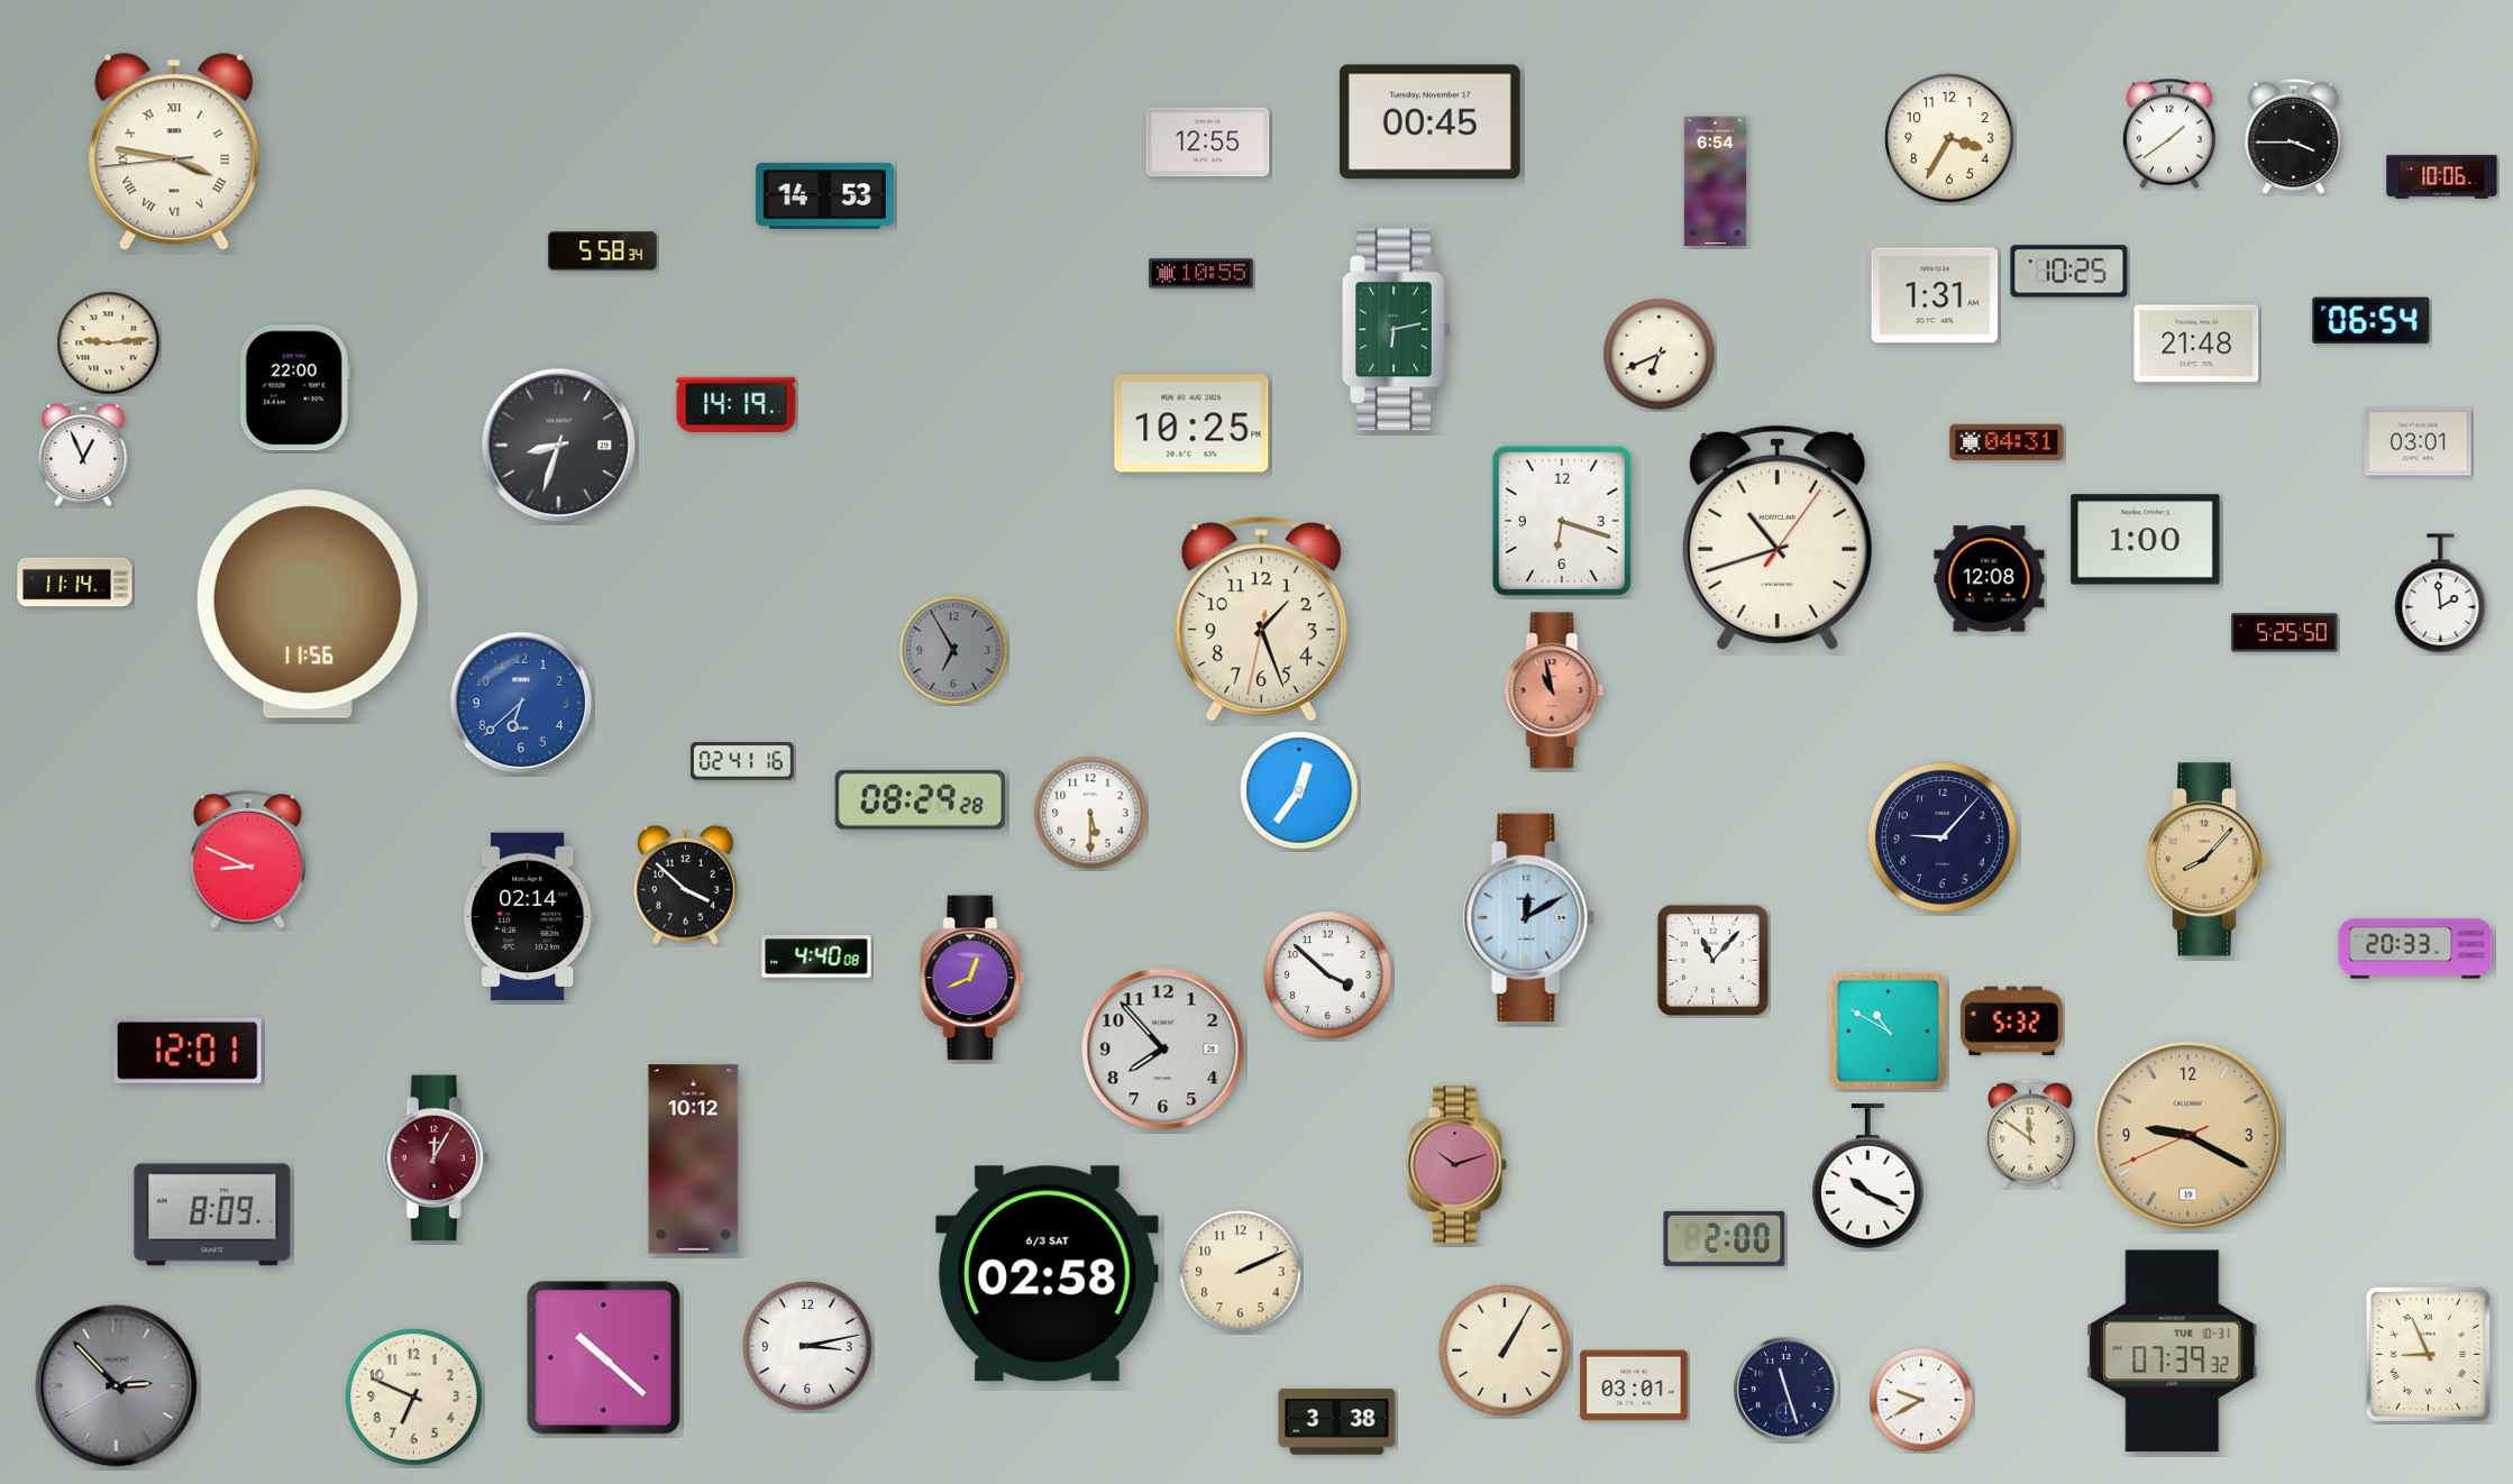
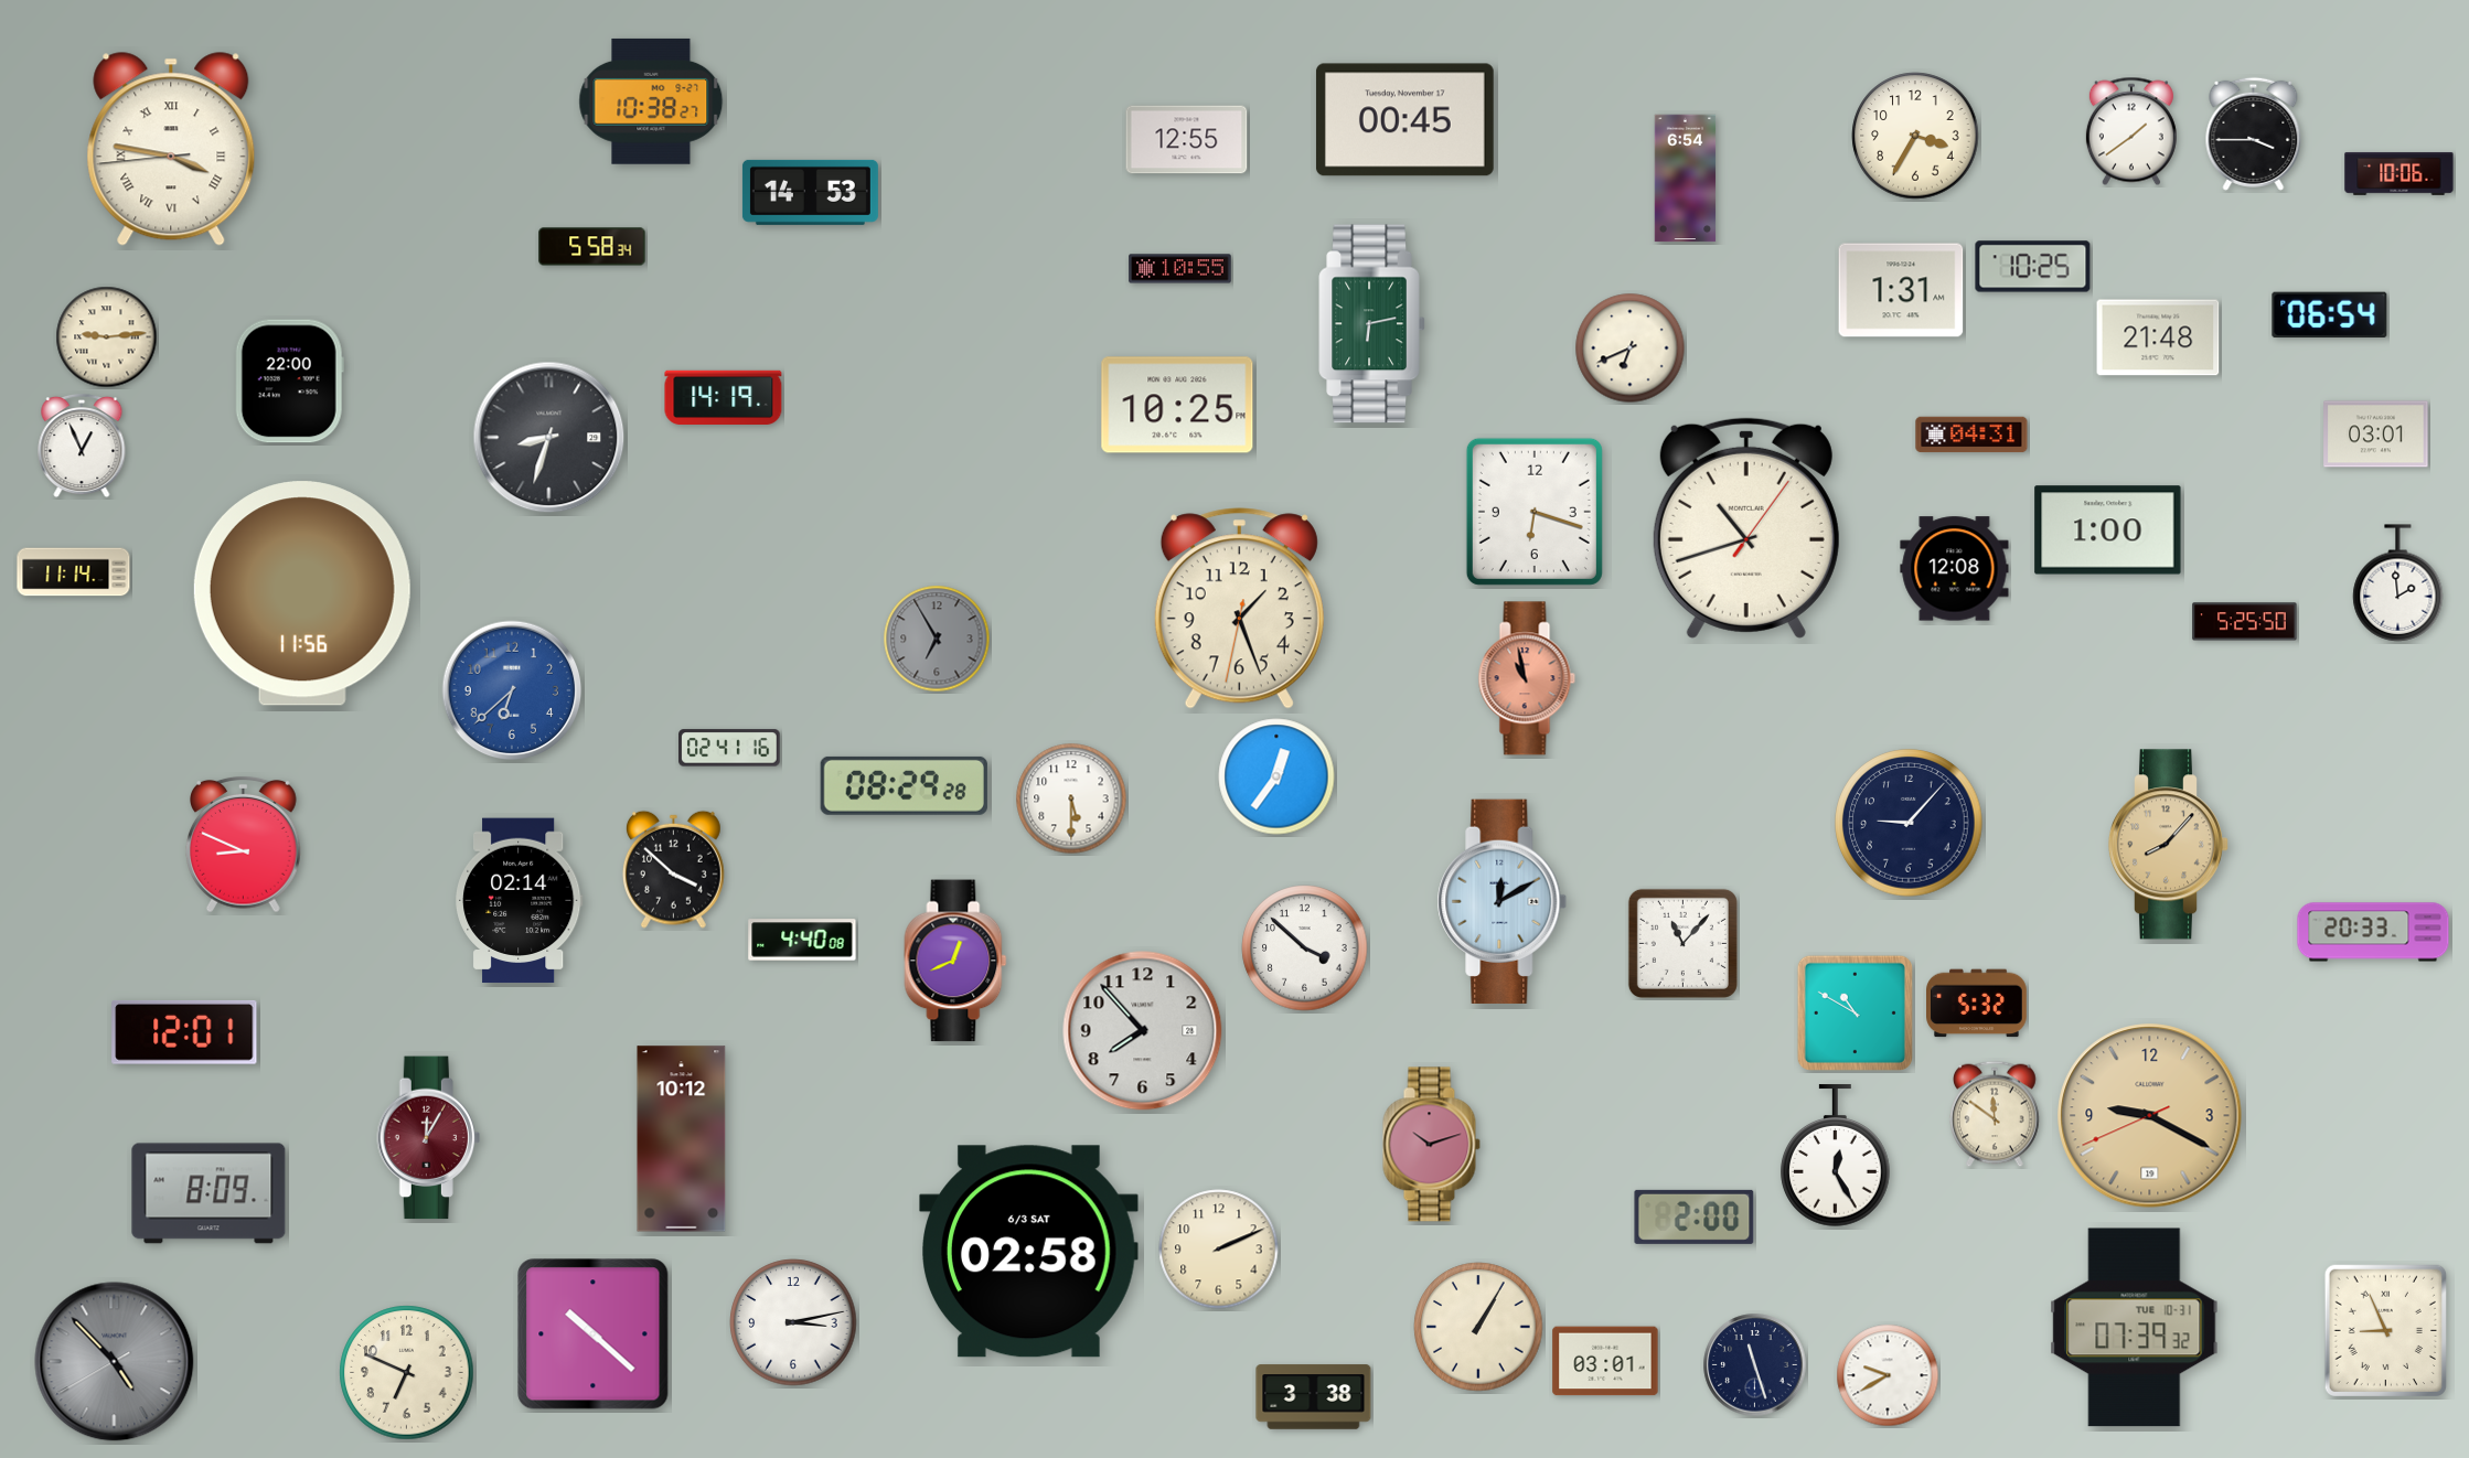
clock at (651, 101): none -> 10:38
clock at (1191, 423) position: (1191, 423) -> (1177, 405)
clock at (1328, 975) position: (1328, 975) -> (1305, 948)
clock at (1868, 1176): 10:19 -> 12:25
clock at (117, 1386): 2:52 -> 4:52
